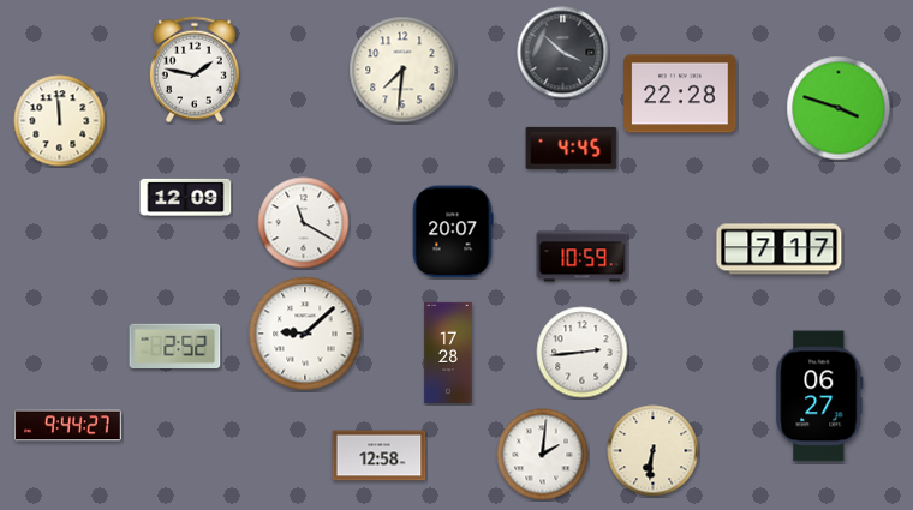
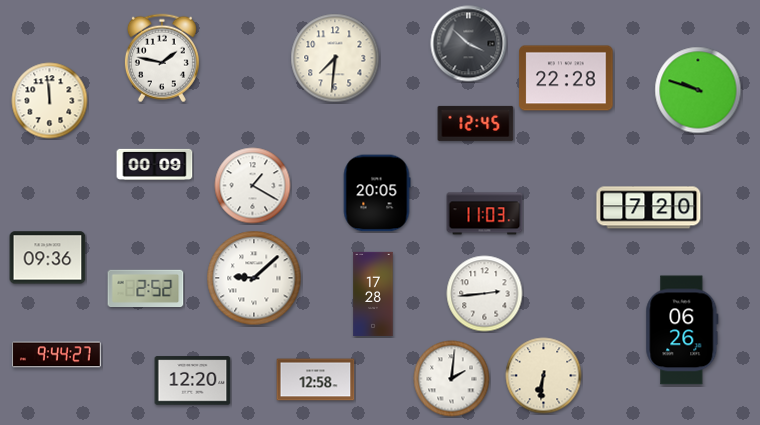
clock at (839, 108): 3:48 -> 9:48
clock at (572, 148): 4:45 -> 12:45
clock at (186, 197): 12:09 -> 00:09
clock at (304, 223): 11:20 -> 1:20
clock at (453, 232): 20:07 -> 20:05
clock at (780, 250): 7:17 -> 7:20
clock at (583, 257): 10:59 -> 11:03
clock at (48, 258): none -> 09:36
clock at (819, 396): 06:27 -> 06:26
clock at (193, 381): none -> 12:20
